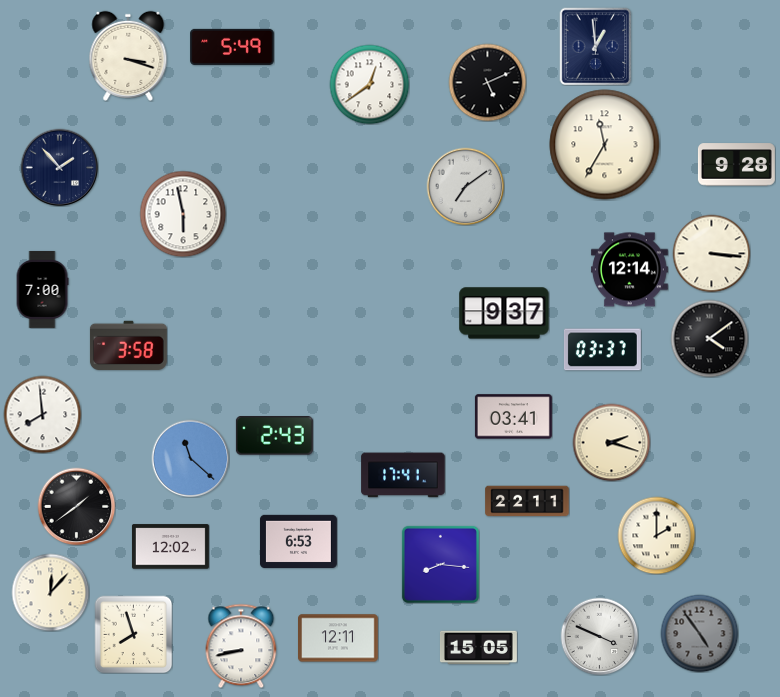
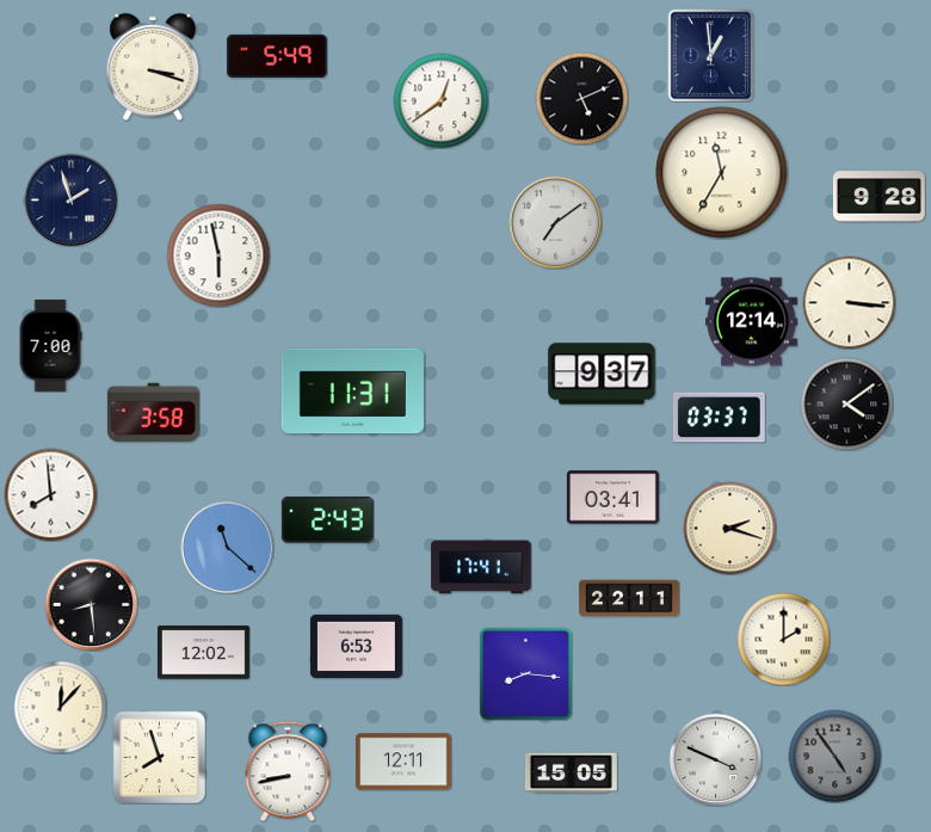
clock at (59, 167): 1:53 -> 1:57
clock at (352, 392): none -> 11:31
clock at (76, 506): 1:39 -> 8:29
